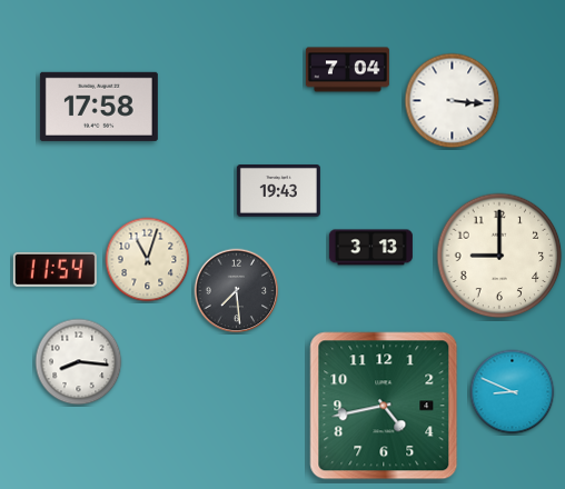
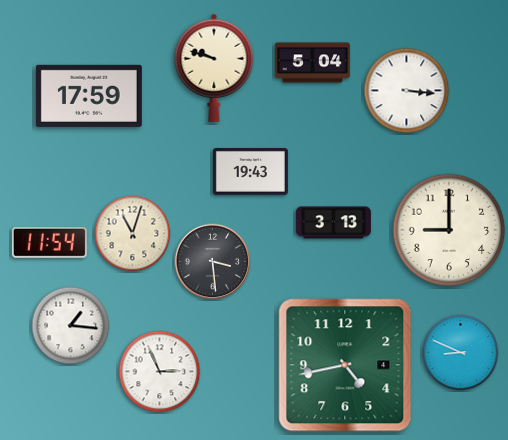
clock at (347, 70): 7:04 -> 5:04
clock at (214, 68): none -> 9:48
clock at (99, 107): 17:58 -> 17:59
clock at (237, 291): 7:29 -> 3:29
clock at (79, 362): 8:16 -> 1:16
clock at (160, 372): none -> 2:56
